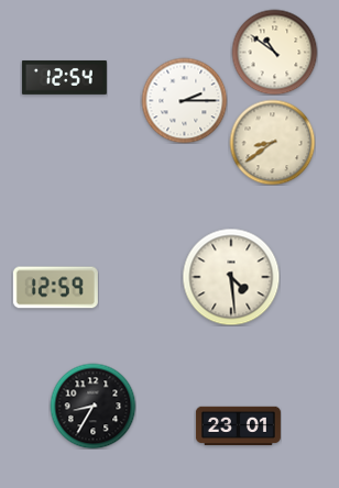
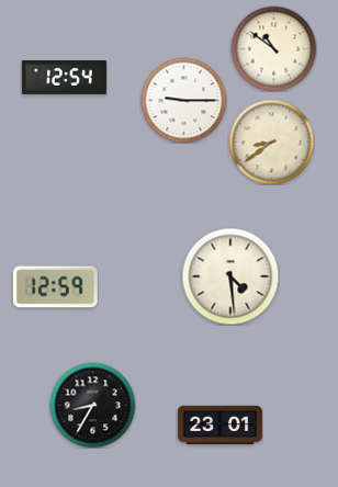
clock at (274, 52) position: (274, 52) -> (273, 48)
clock at (184, 100): 2:15 -> 9:15
clock at (238, 426) position: (238, 426) -> (219, 426)
